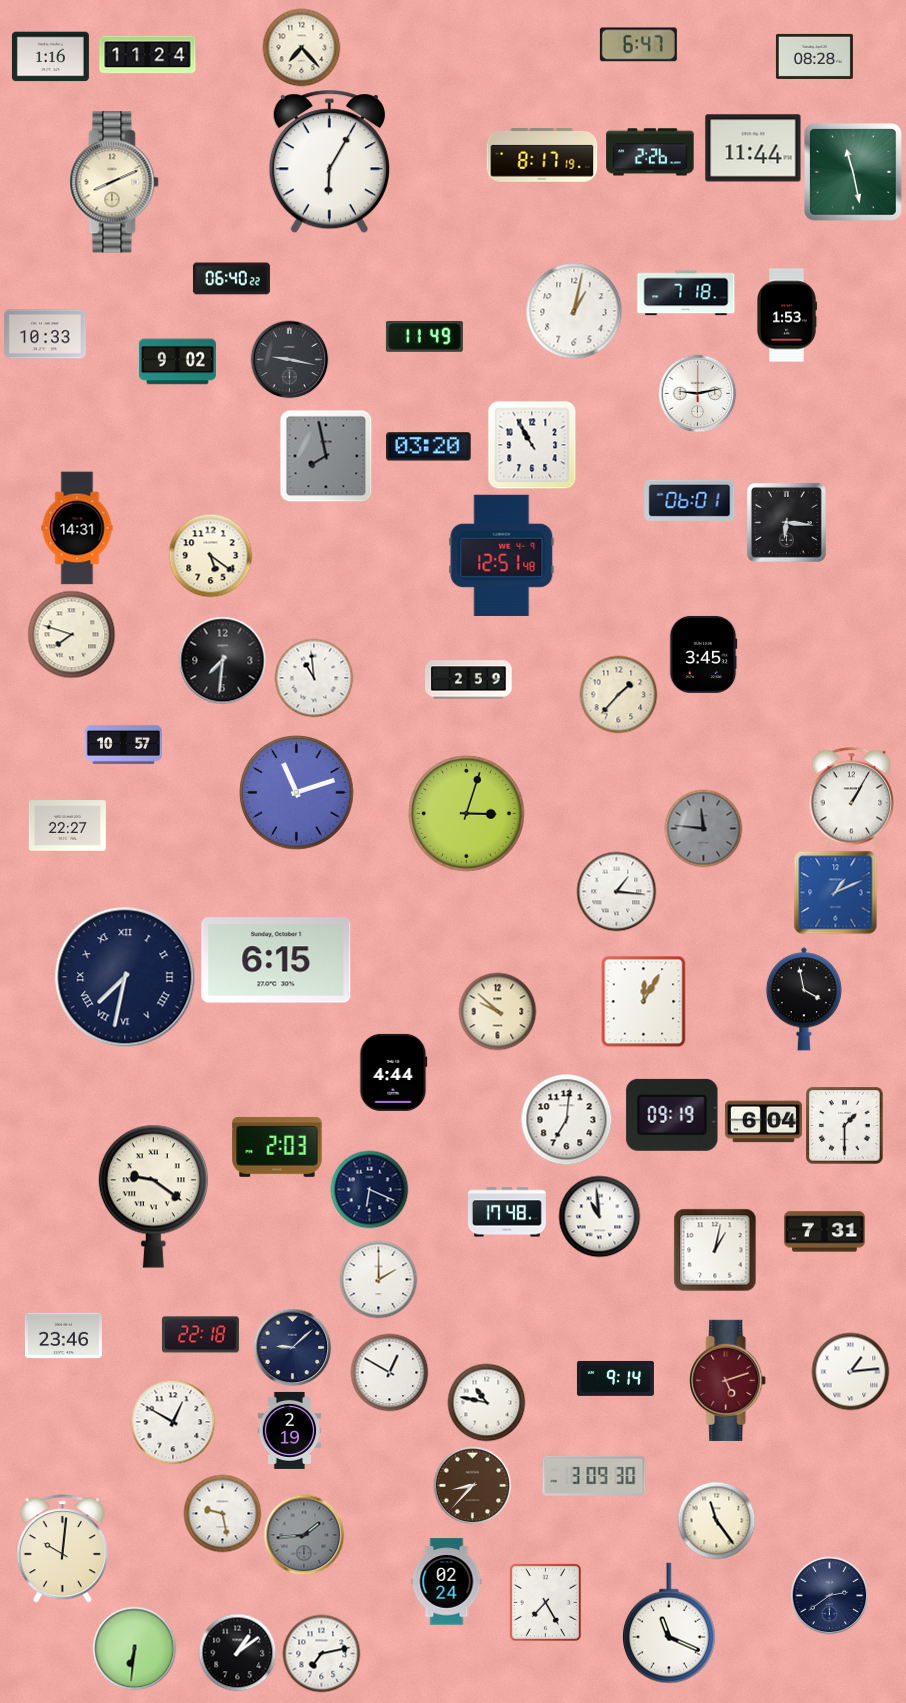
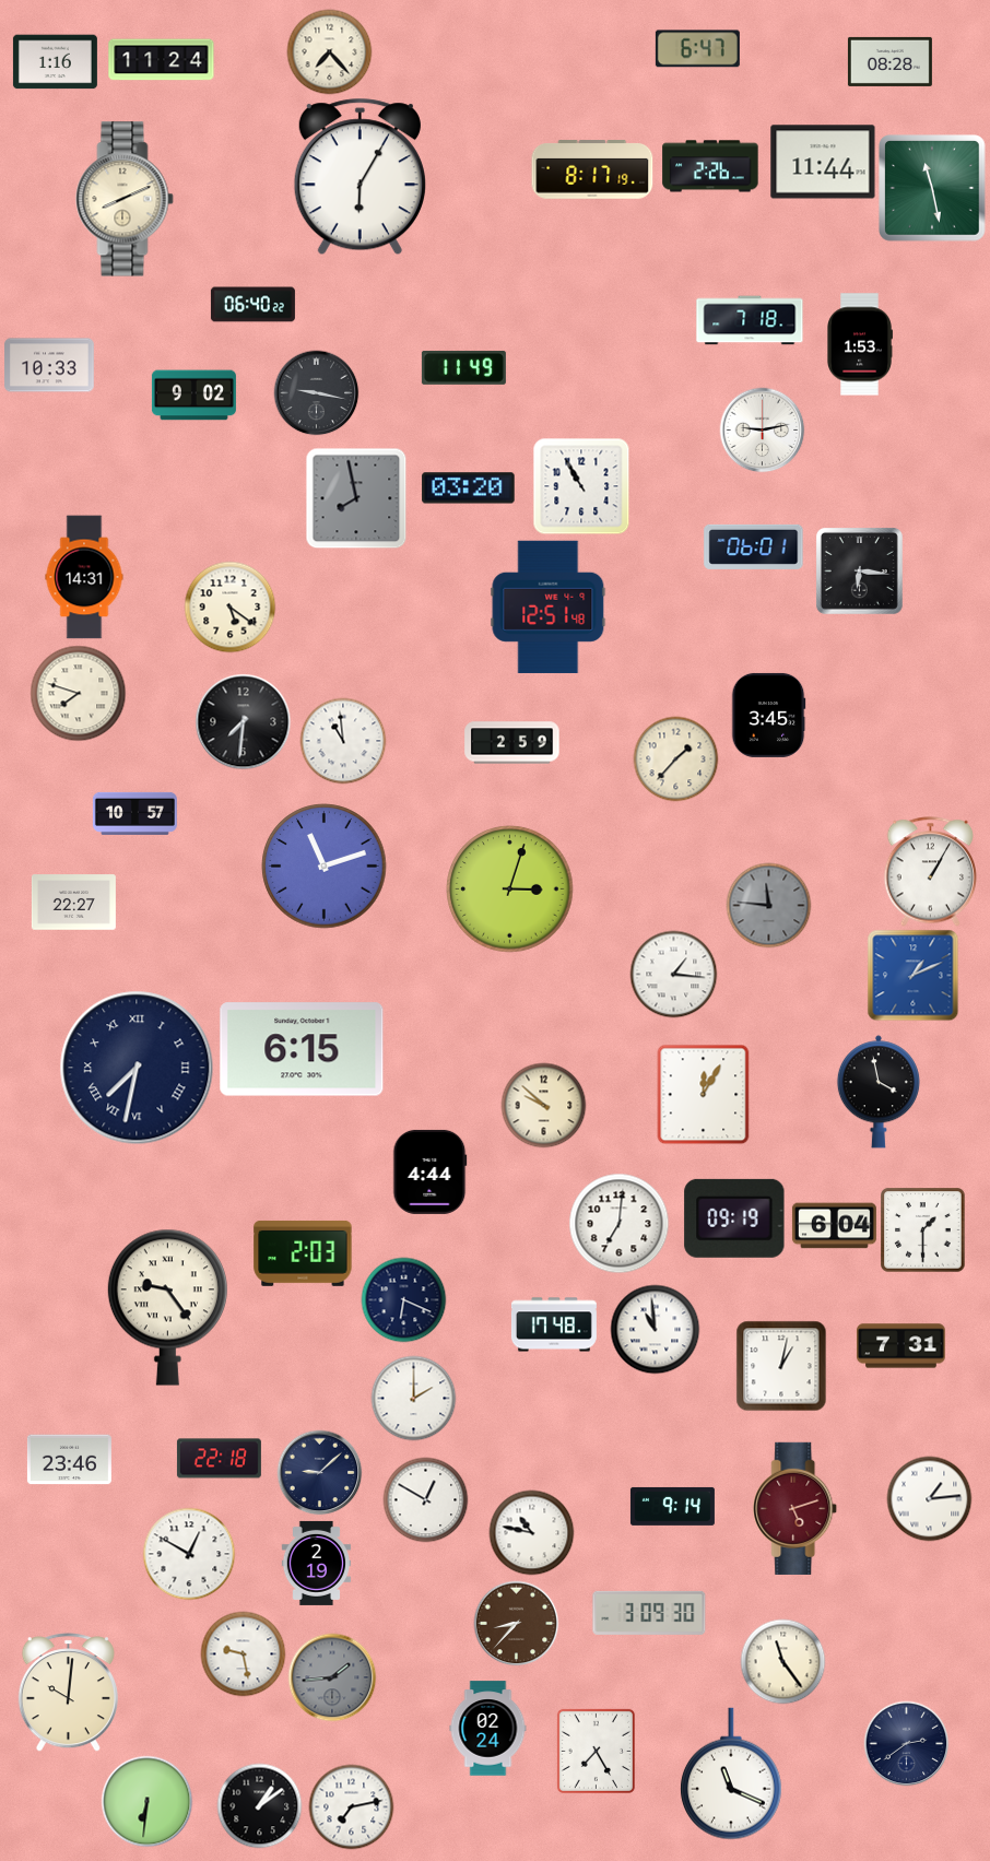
clock at (574, 311): 1:02 -> none
clock at (153, 1196): 9:21 -> 9:24
